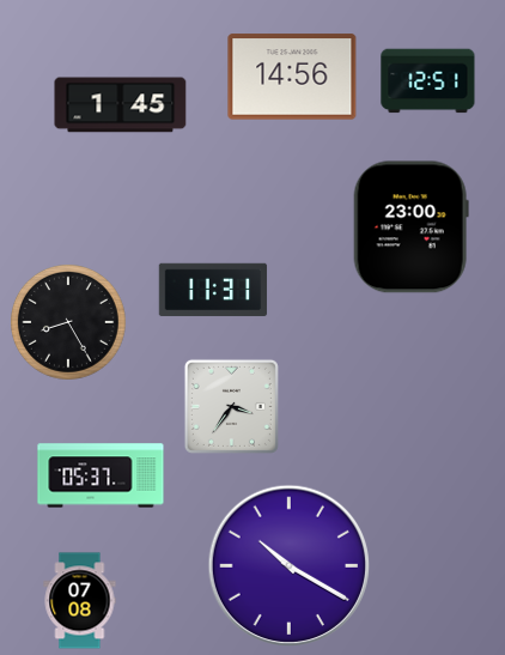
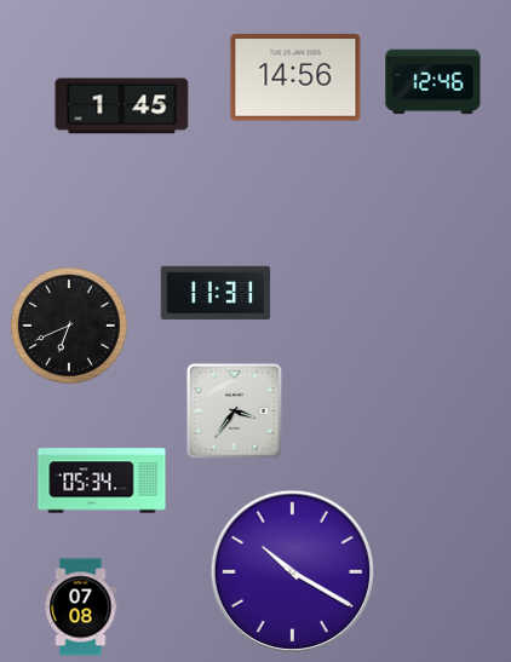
clock at (428, 81): 12:51 -> 12:46
clock at (410, 228): 23:00 -> none
clock at (69, 323): 8:25 -> 6:41
clock at (101, 475): 05:37 -> 05:34
